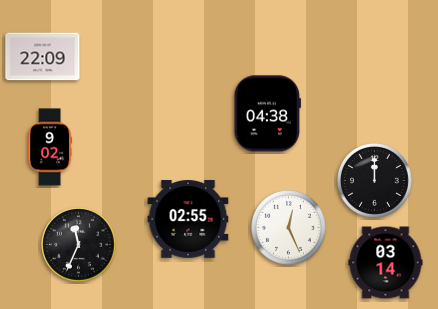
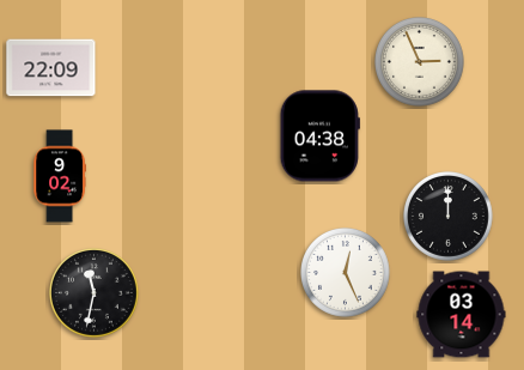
clock at (420, 62): none -> 2:56
clock at (188, 219): 02:55 -> none
clock at (79, 245): 11:34 -> 11:32
